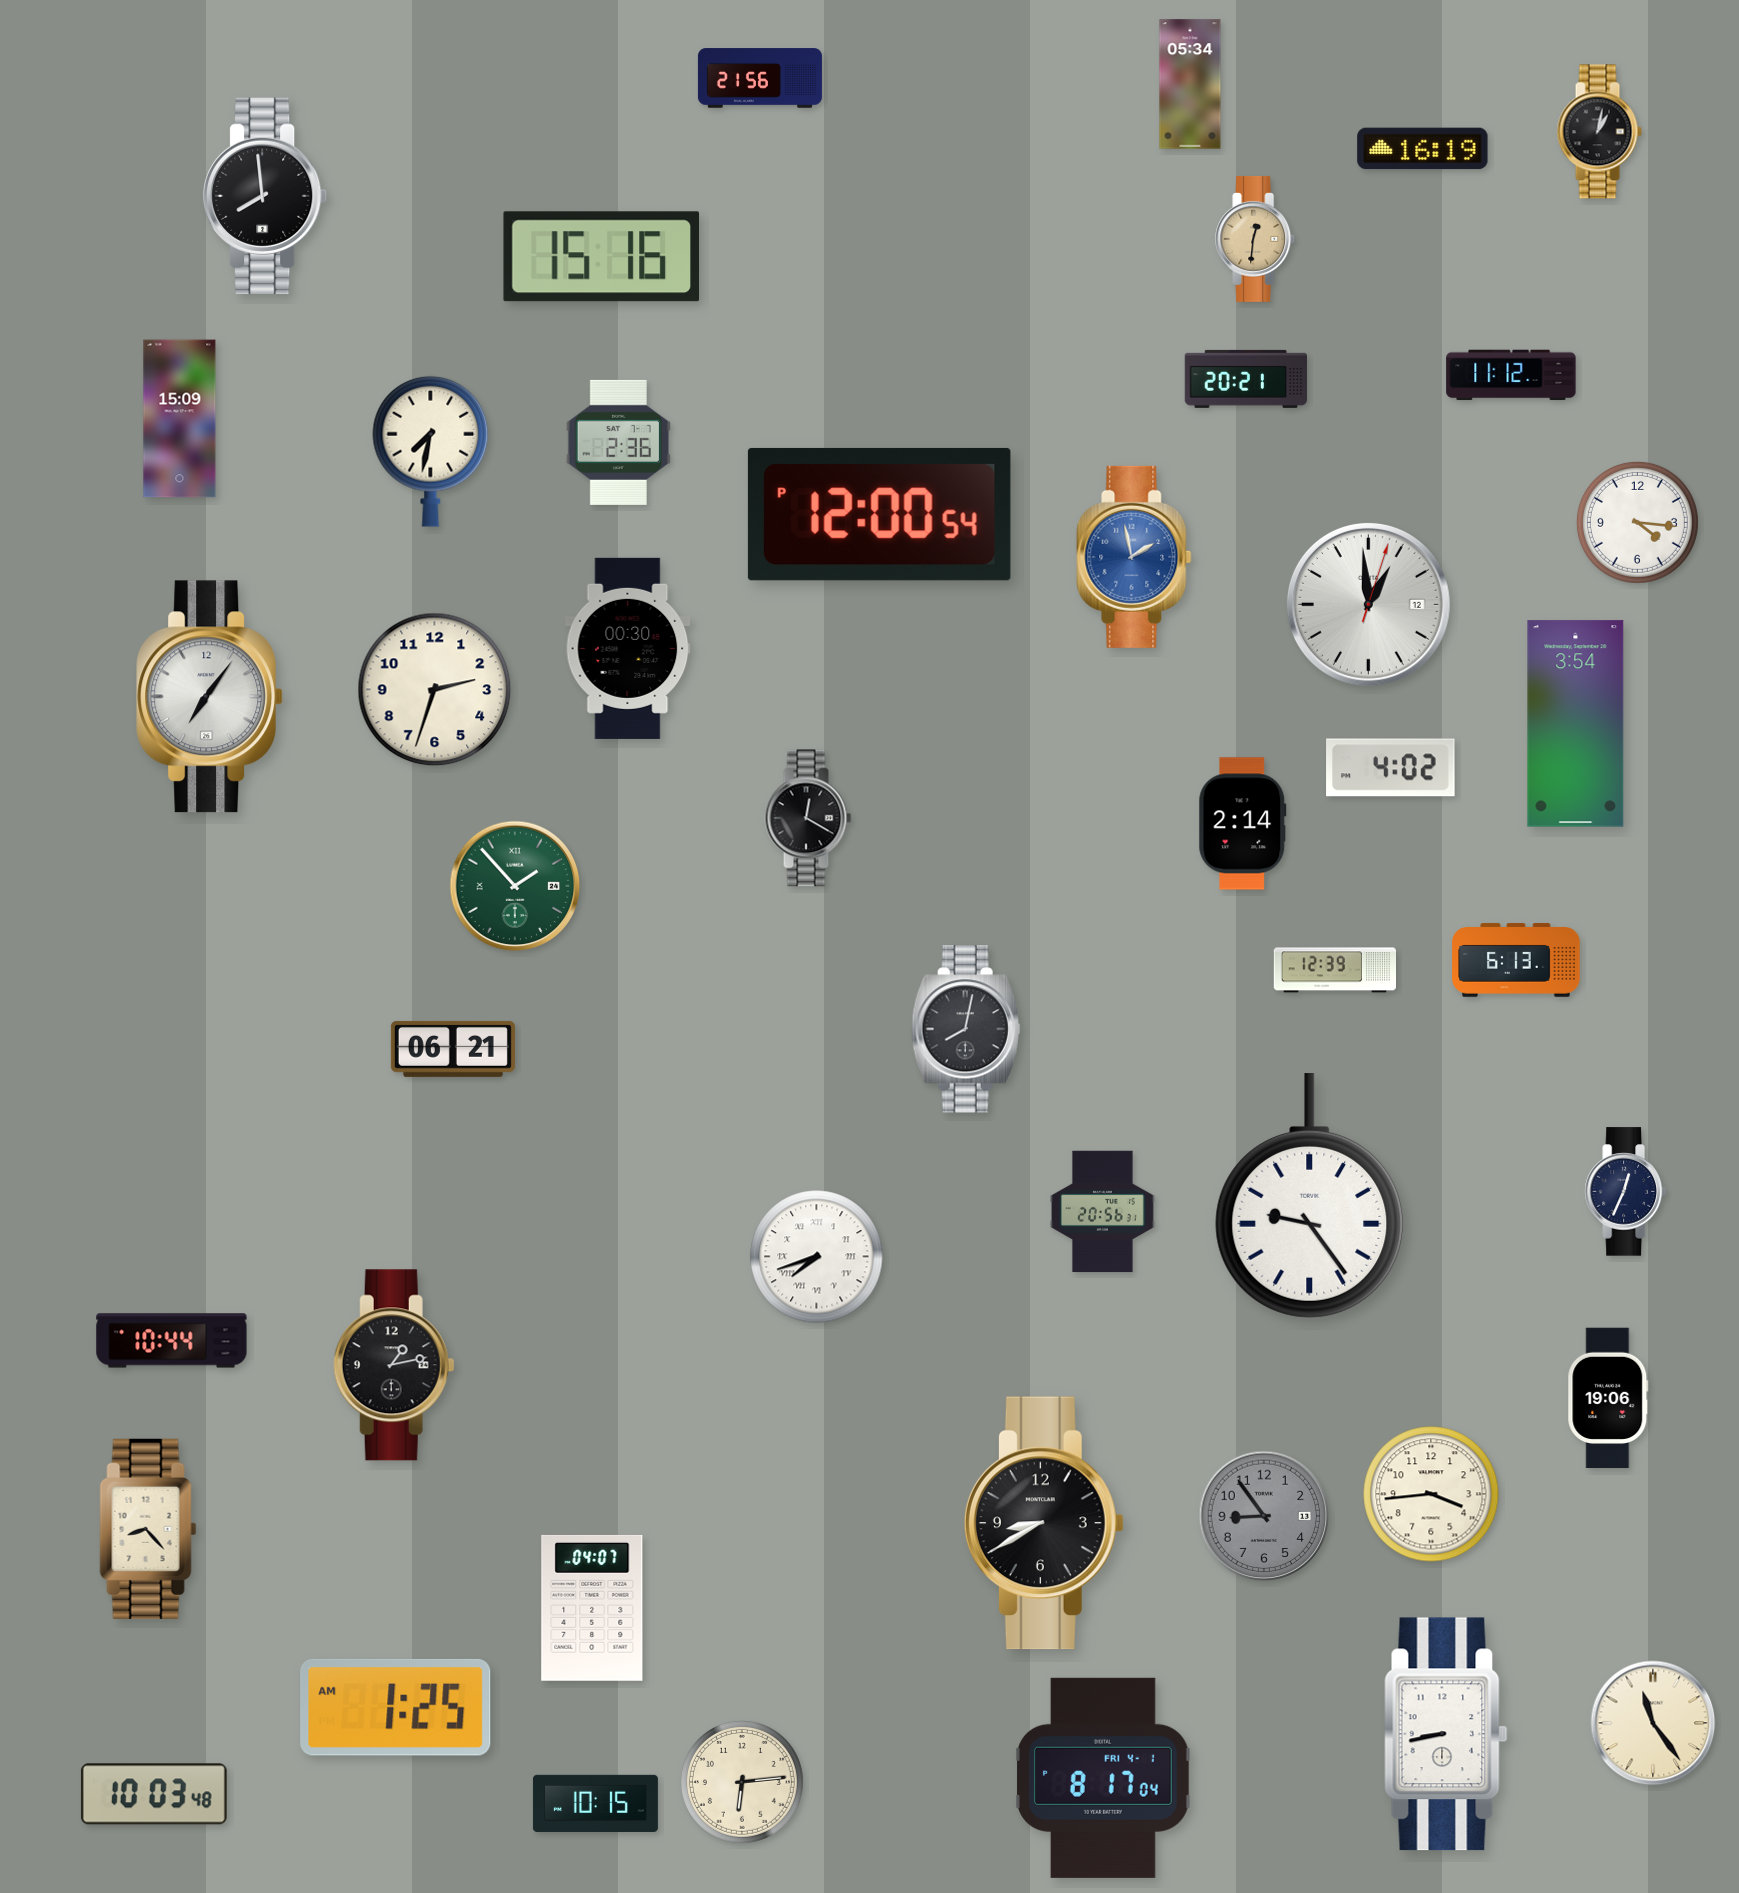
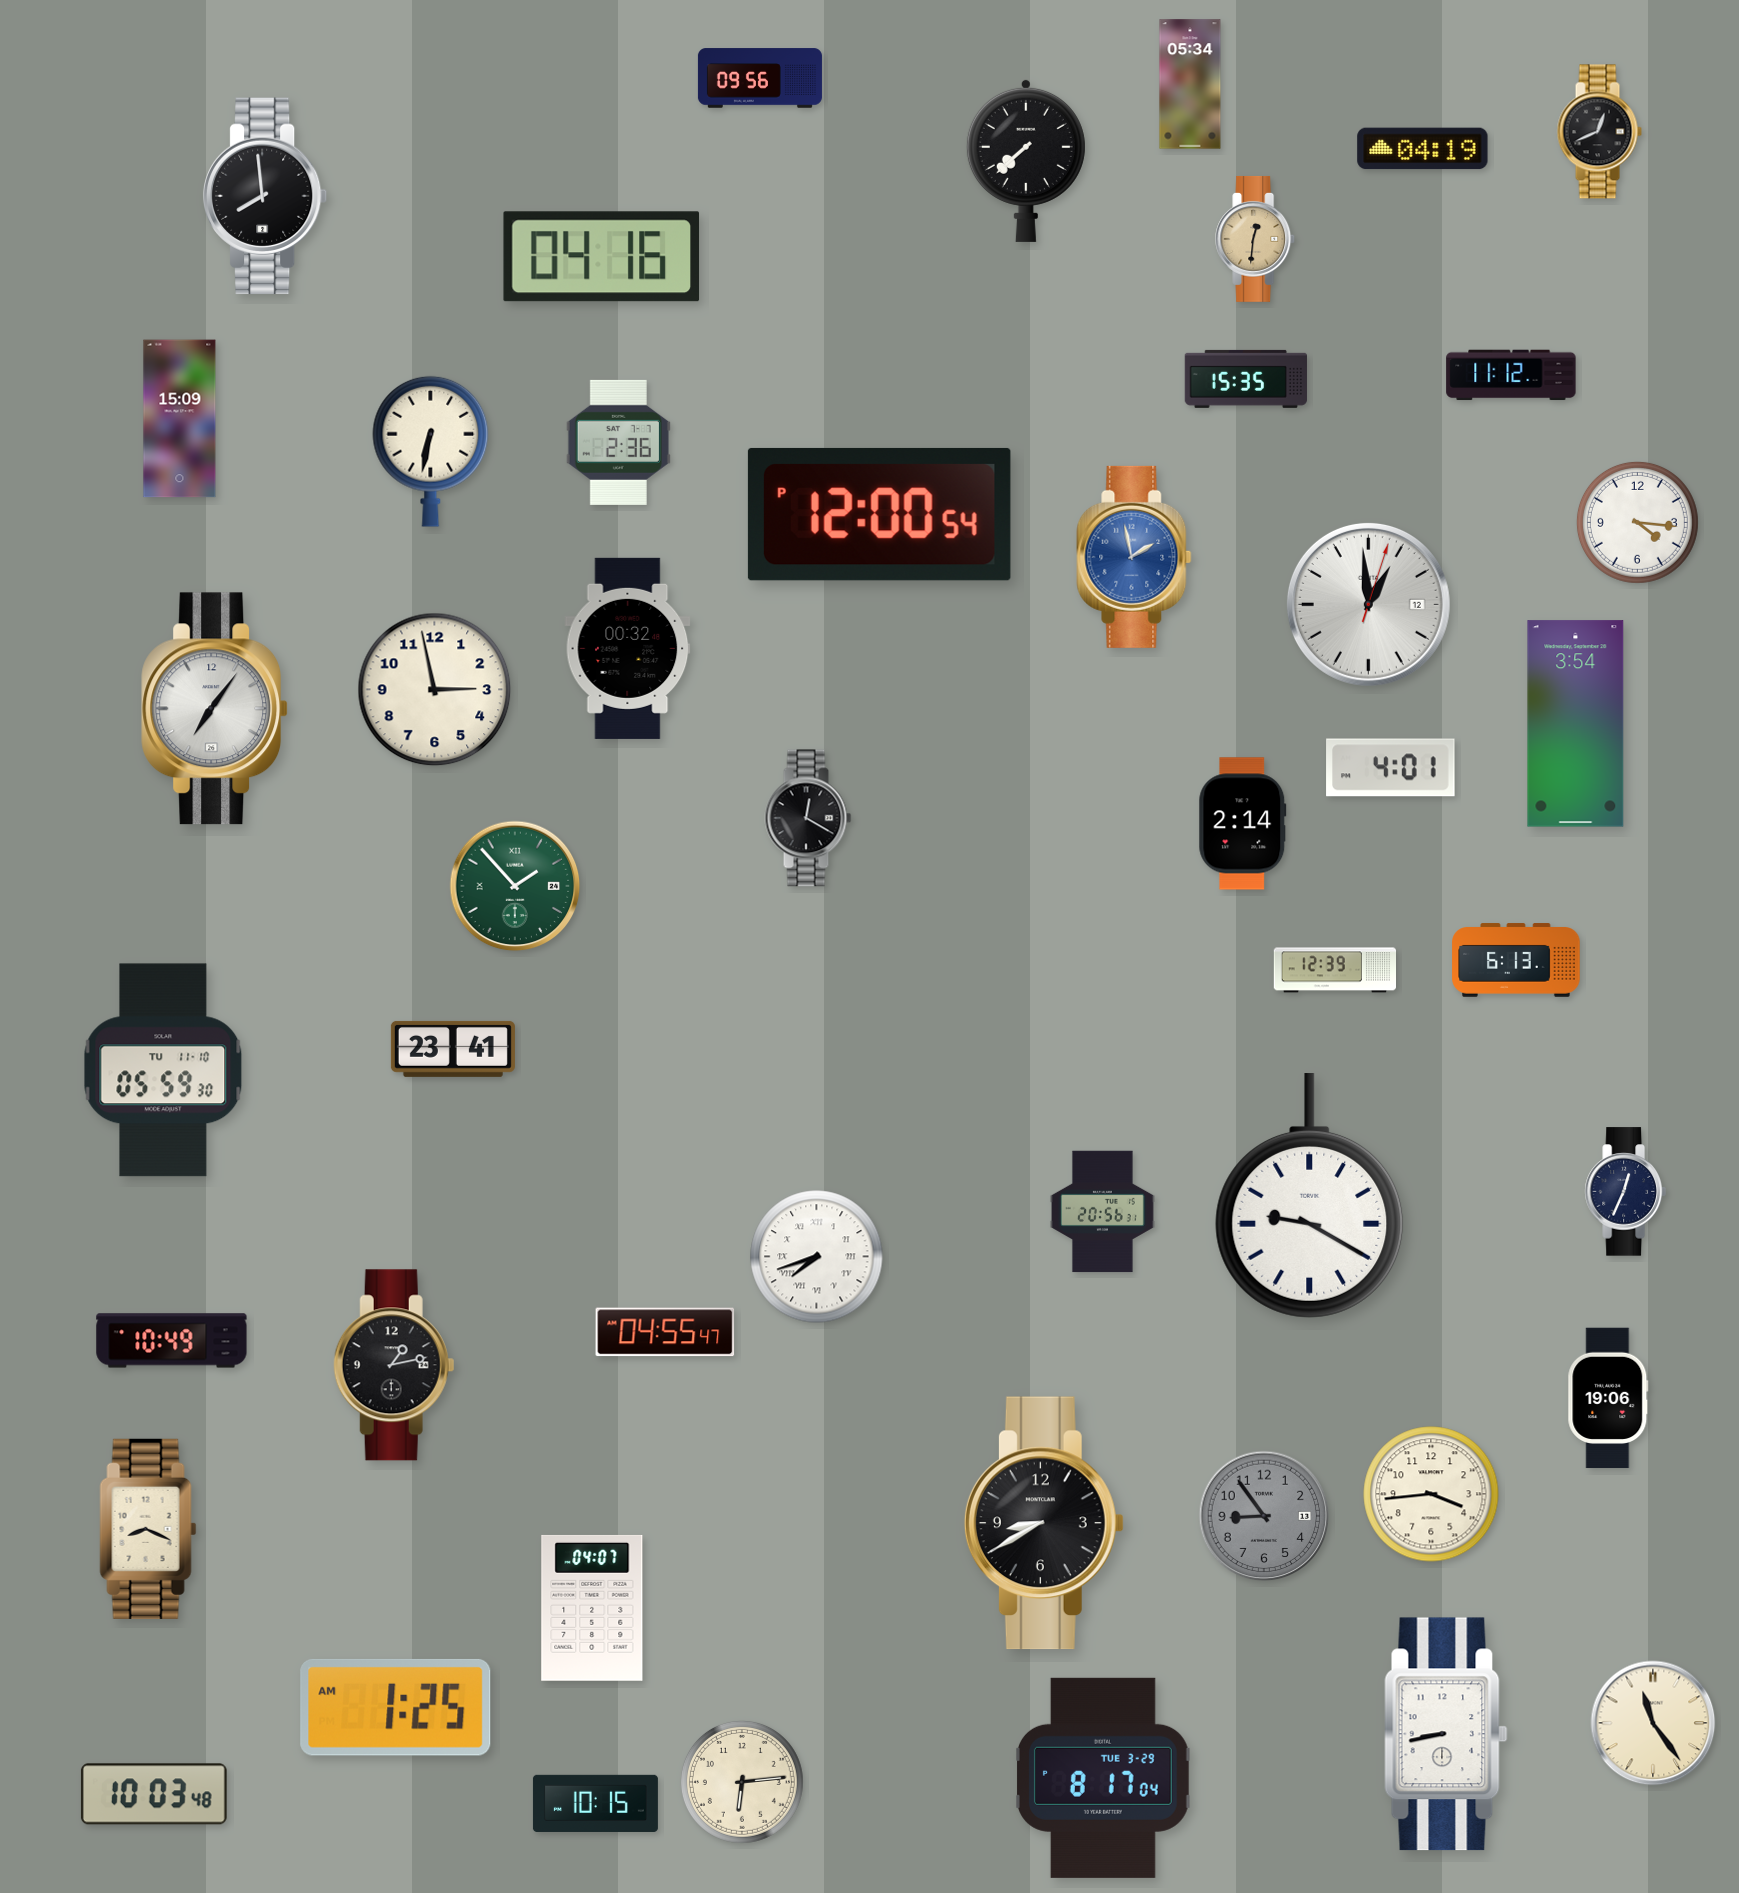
clock at (760, 78): 21:56 -> 09:56
clock at (1599, 132): 1:02 -> 12:41
clock at (1423, 149): 16:19 -> 04:19
clock at (1026, 160): none -> 7:38
clock at (602, 257): 15:16 -> 04:16
clock at (1246, 379): 20:21 -> 15:35
clock at (431, 451): 7:32 -> 6:32
clock at (628, 648): 00:30 -> 00:32
clock at (435, 690): 2:33 -> 2:58
clock at (210, 697) position: (210, 697) -> (215, 709)
clock at (1391, 768): 4:02 -> 4:01
clock at (966, 1029): 8:02 -> none
clock at (453, 1049): 06:21 -> 23:41
clock at (163, 1070): none -> 05:59
clock at (1310, 1196): 9:24 -> 9:20
clock at (665, 1332): none -> 04:55
clock at (172, 1341): 10:44 -> 10:49
clock at (148, 1529): 8:23 -> 8:19
clock at (1104, 1778) date: FRI 4-1 -> TUE 3-29
